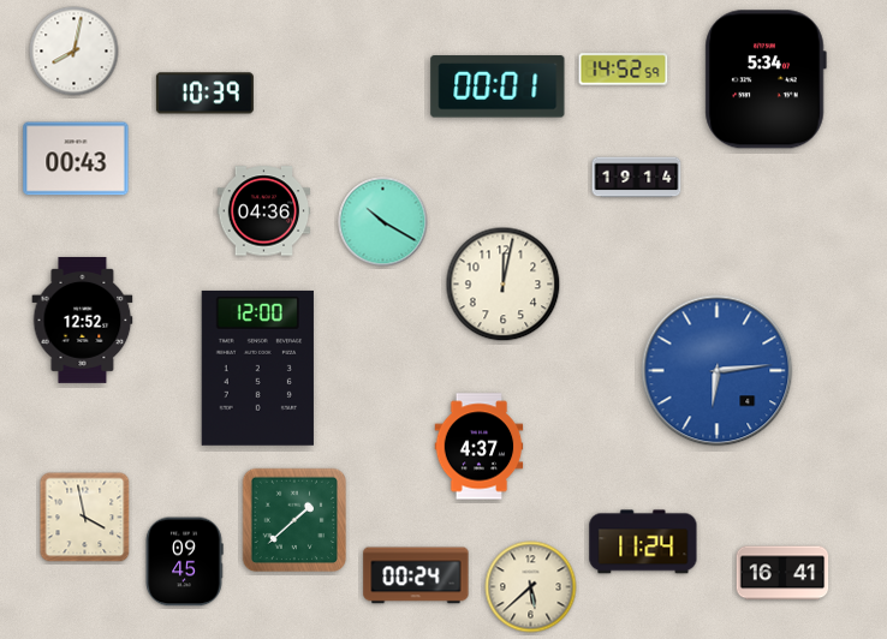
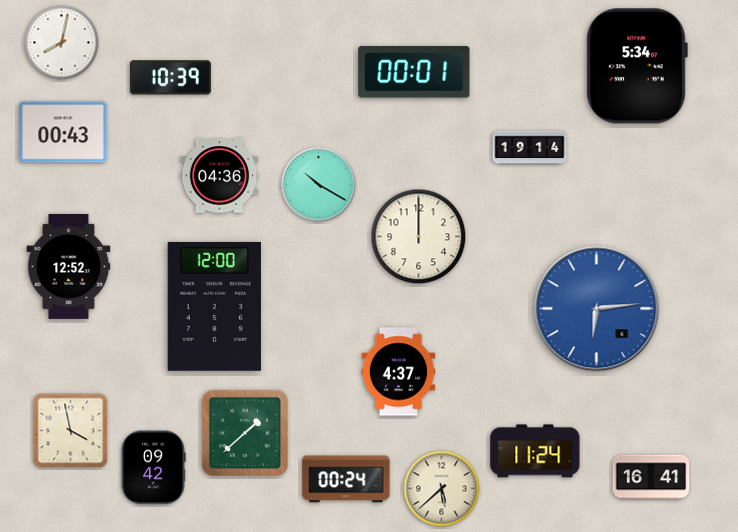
clock at (624, 70): 14:52 -> none
clock at (504, 285): 12:02 -> 12:00
clock at (184, 562): 09:45 -> 09:42
